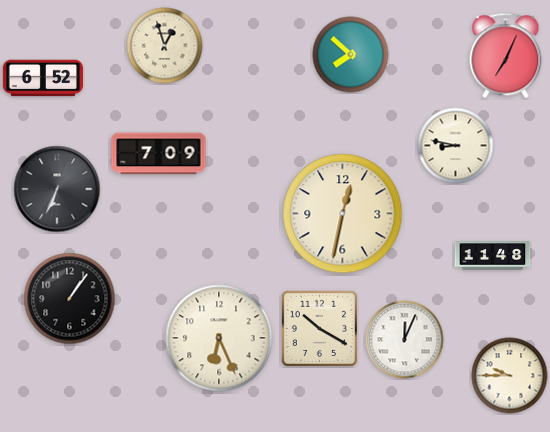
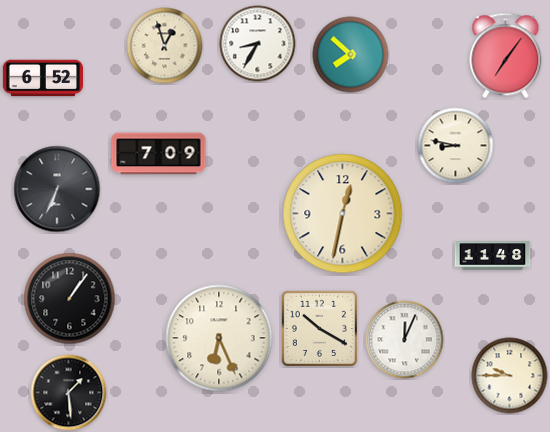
clock at (258, 44): none -> 8:35
clock at (506, 56): 7:04 -> 7:06
clock at (69, 393): none -> 1:29
